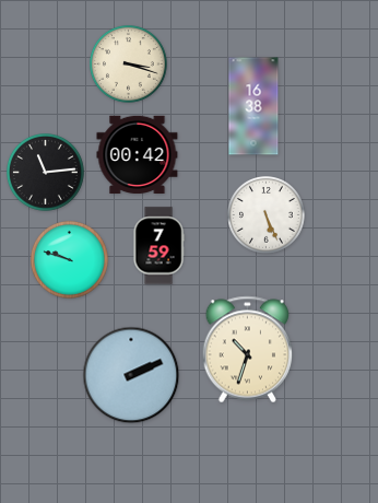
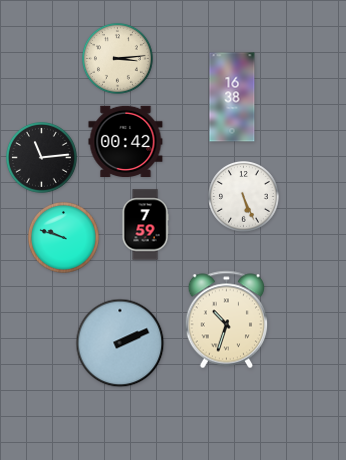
clock at (129, 65): 3:18 -> 3:14
